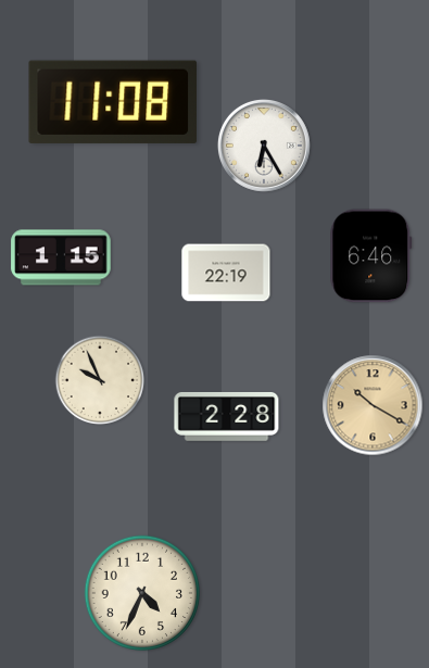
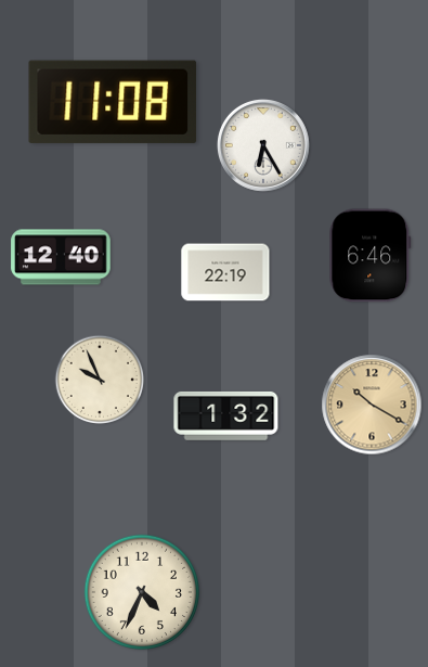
clock at (61, 257): 1:15 -> 12:40
clock at (227, 416): 2:28 -> 1:32
